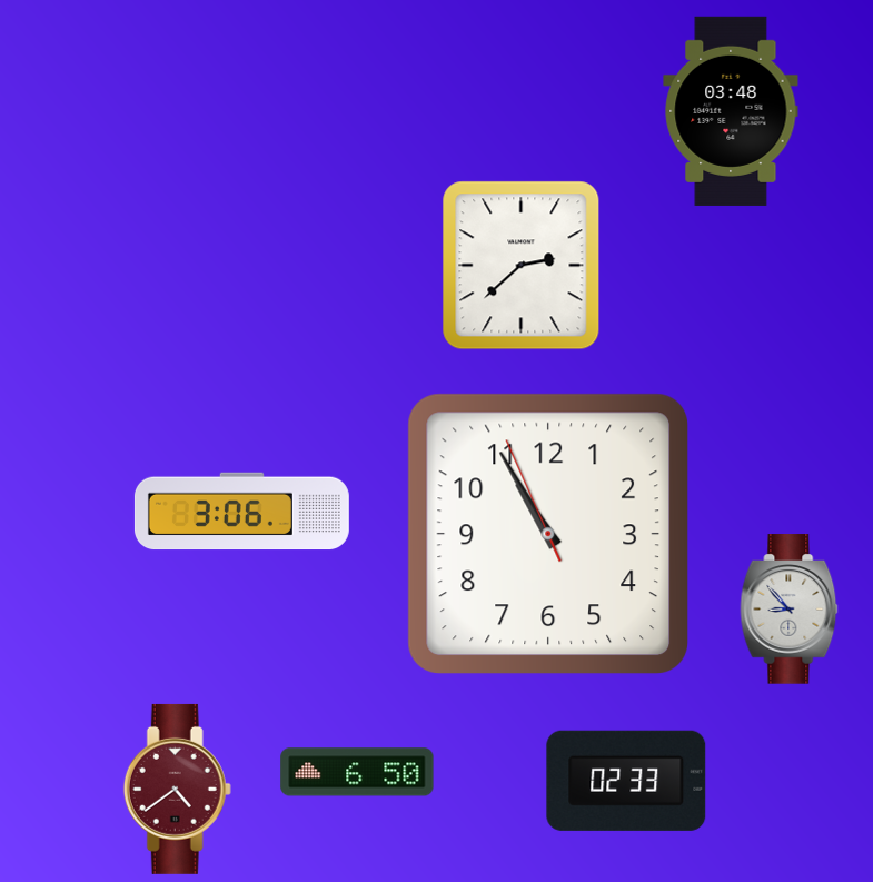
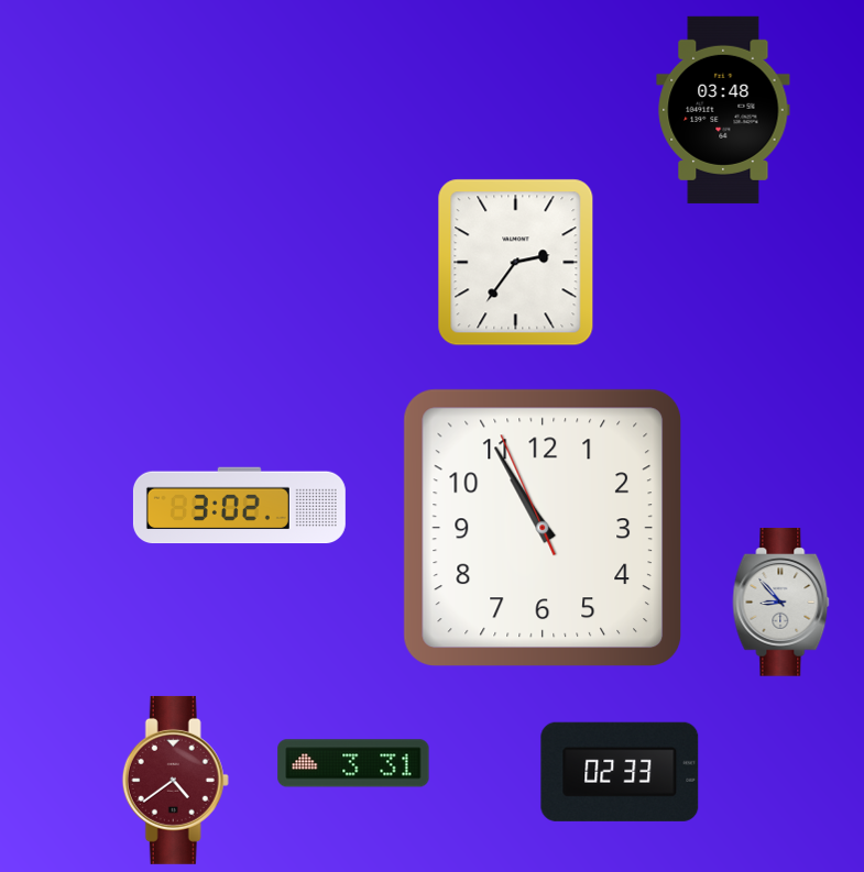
clock at (522, 266): 2:38 -> 2:36
clock at (241, 512): 3:06 -> 3:02
clock at (357, 772): 6:50 -> 3:31
